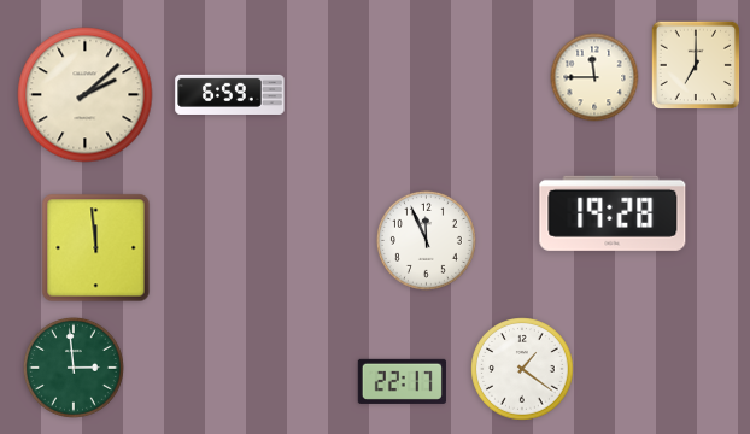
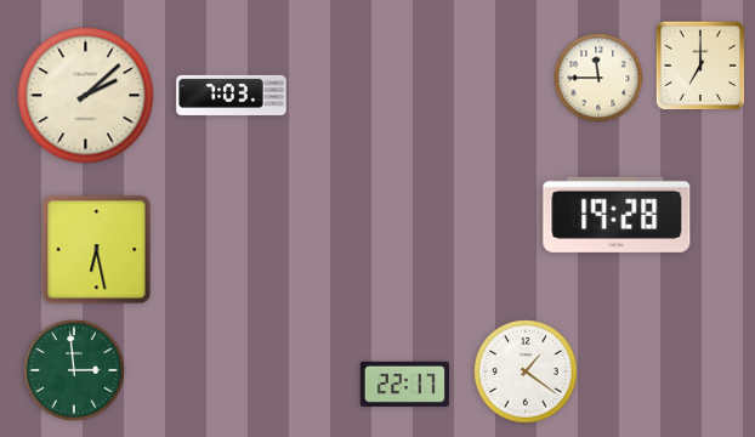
clock at (230, 94): 6:59 -> 7:03
clock at (426, 240): 11:56 -> none
clock at (96, 248): 11:59 -> 6:28
